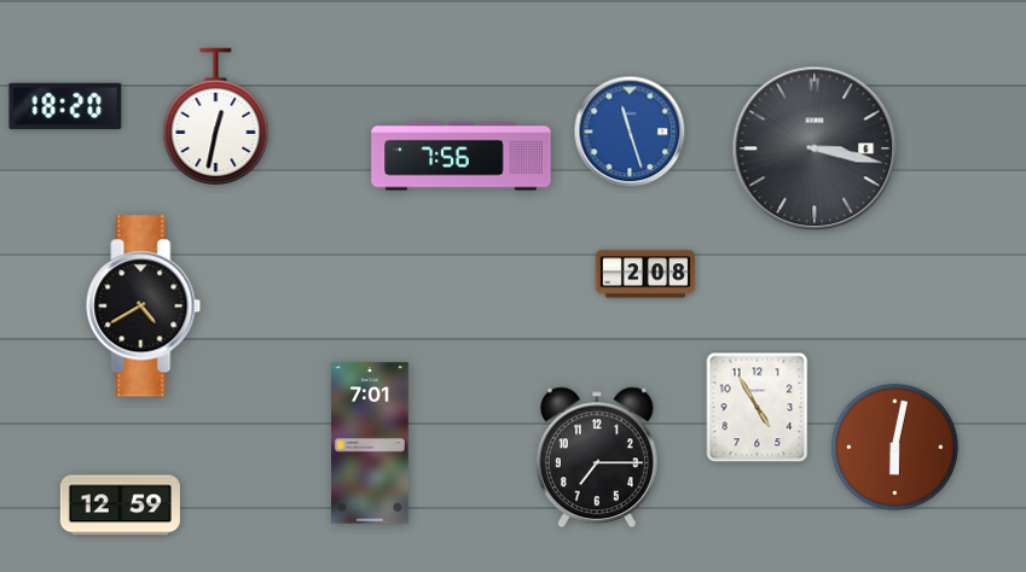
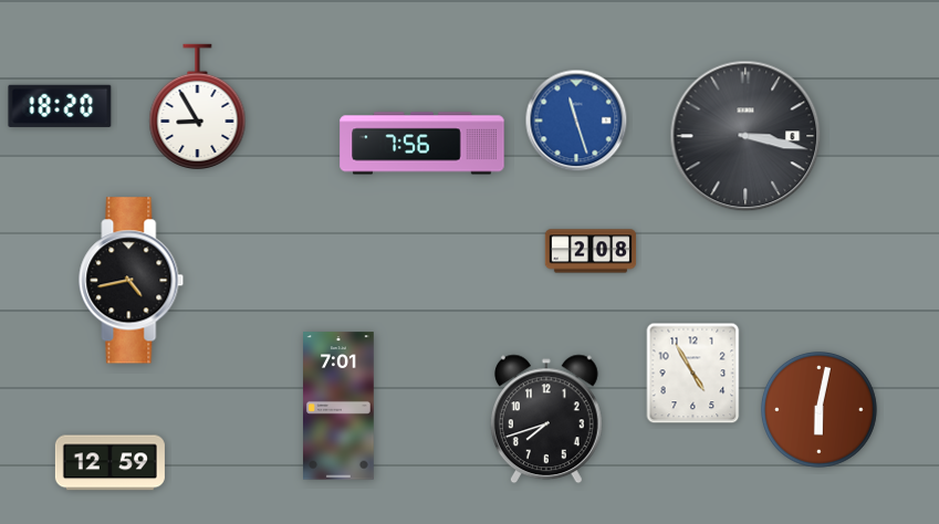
clock at (65, 106) position: (65, 106) -> (60, 106)
clock at (216, 116): 12:32 -> 8:55
clock at (144, 307): 4:40 -> 4:43
clock at (597, 457): 7:15 -> 7:42
